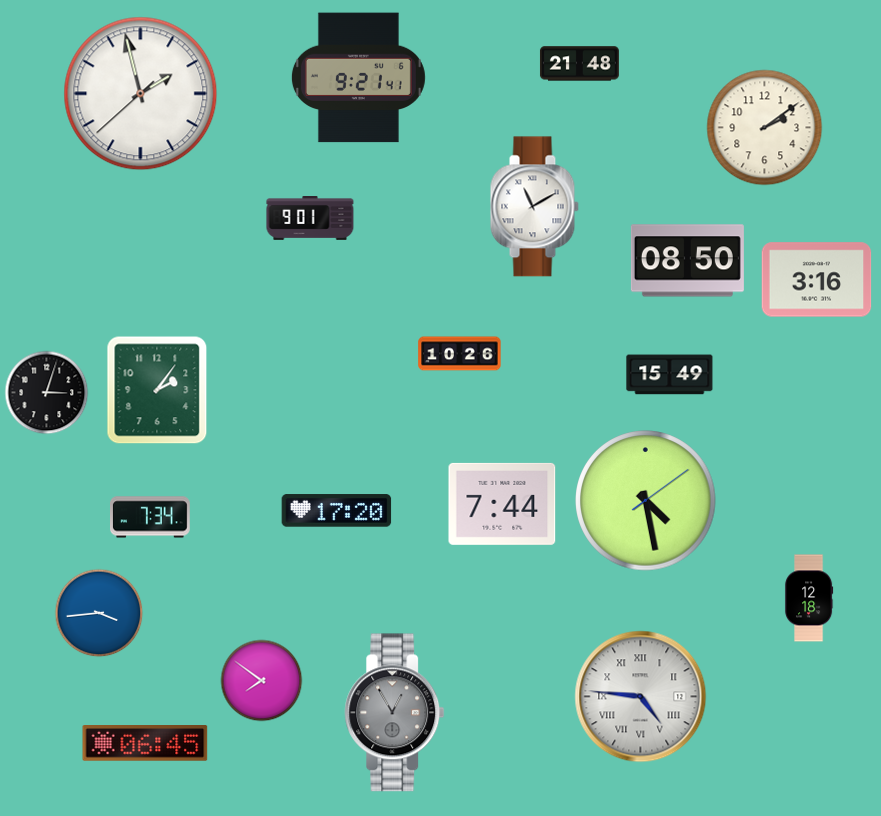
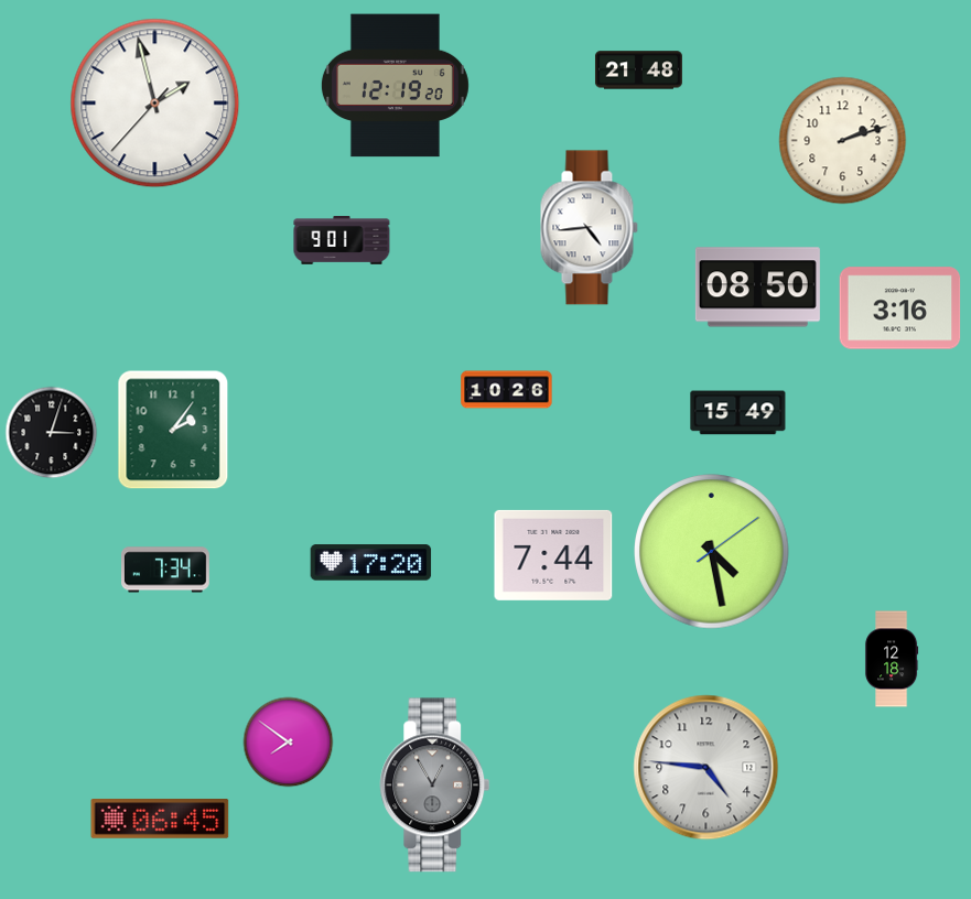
clock at (358, 78): 9:21 -> 12:19
clock at (141, 94): 1:57:38 -> 1:57:37
clock at (765, 128): 2:09 -> 2:12
clock at (534, 207): 11:10 -> 4:44
clock at (99, 613): 3:44 -> none
clock at (262, 681) position: (262, 681) -> (289, 743)
clock at (641, 697) numerals: Roman -> Arabic
